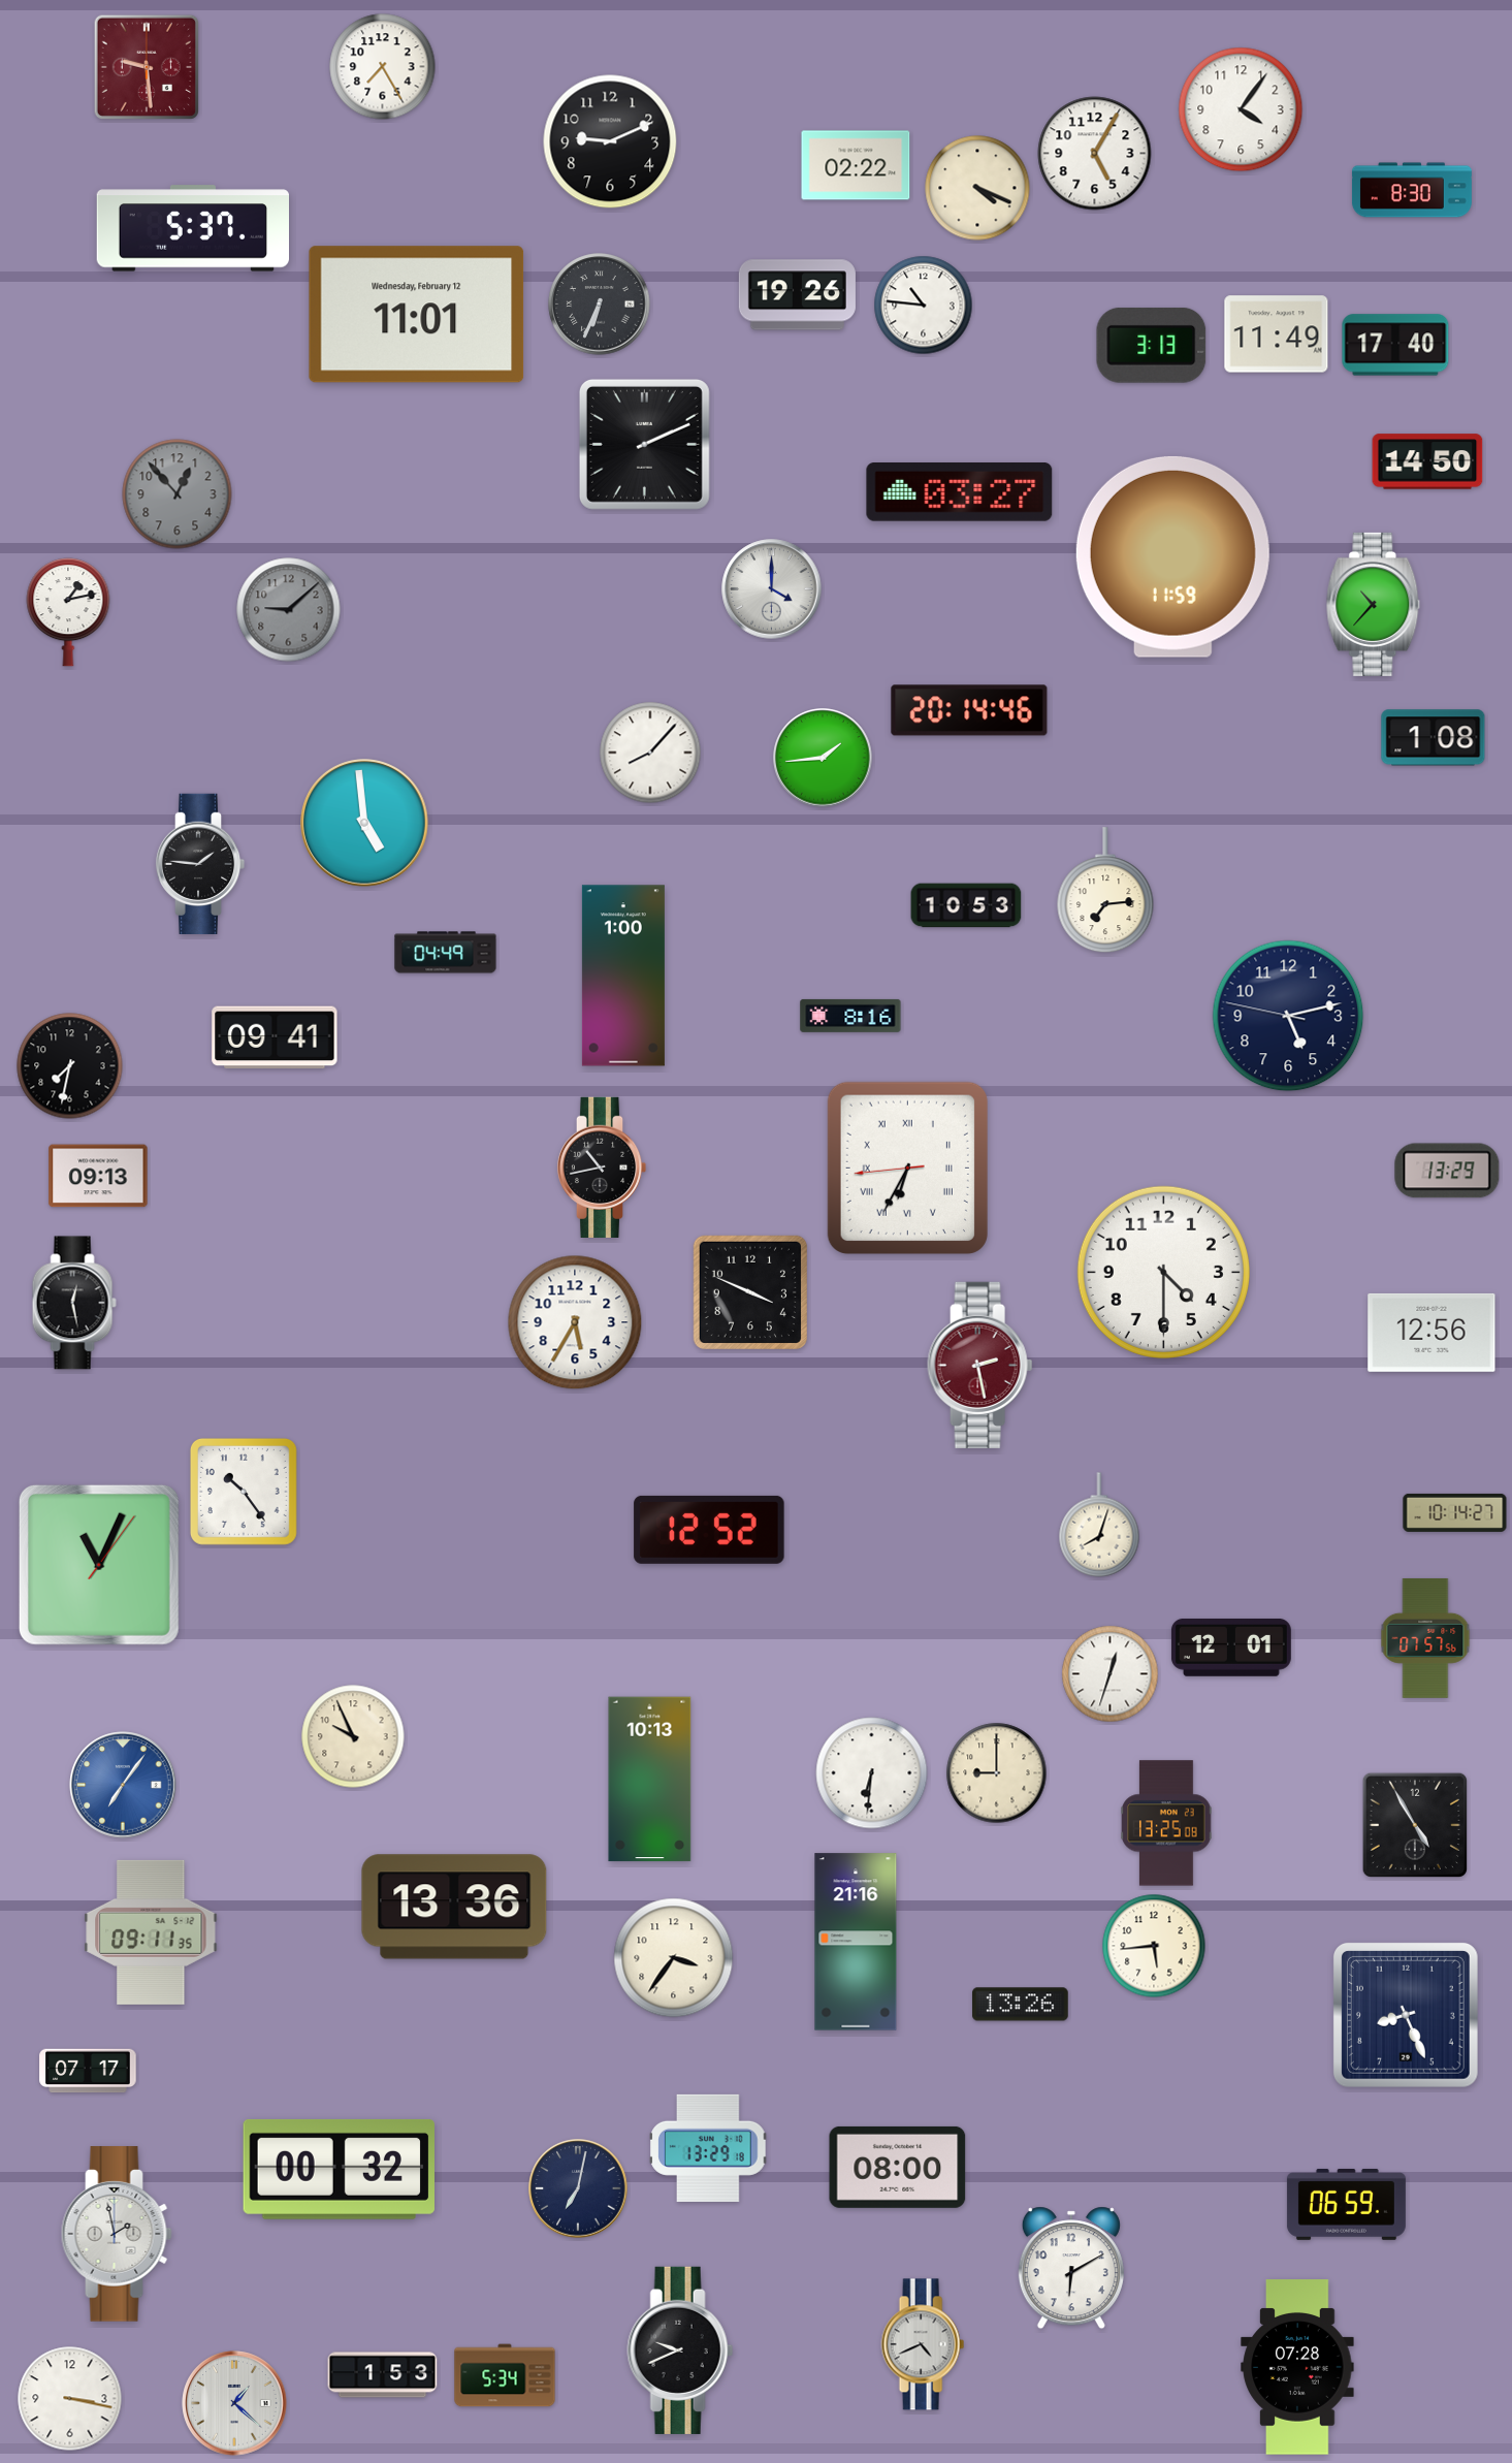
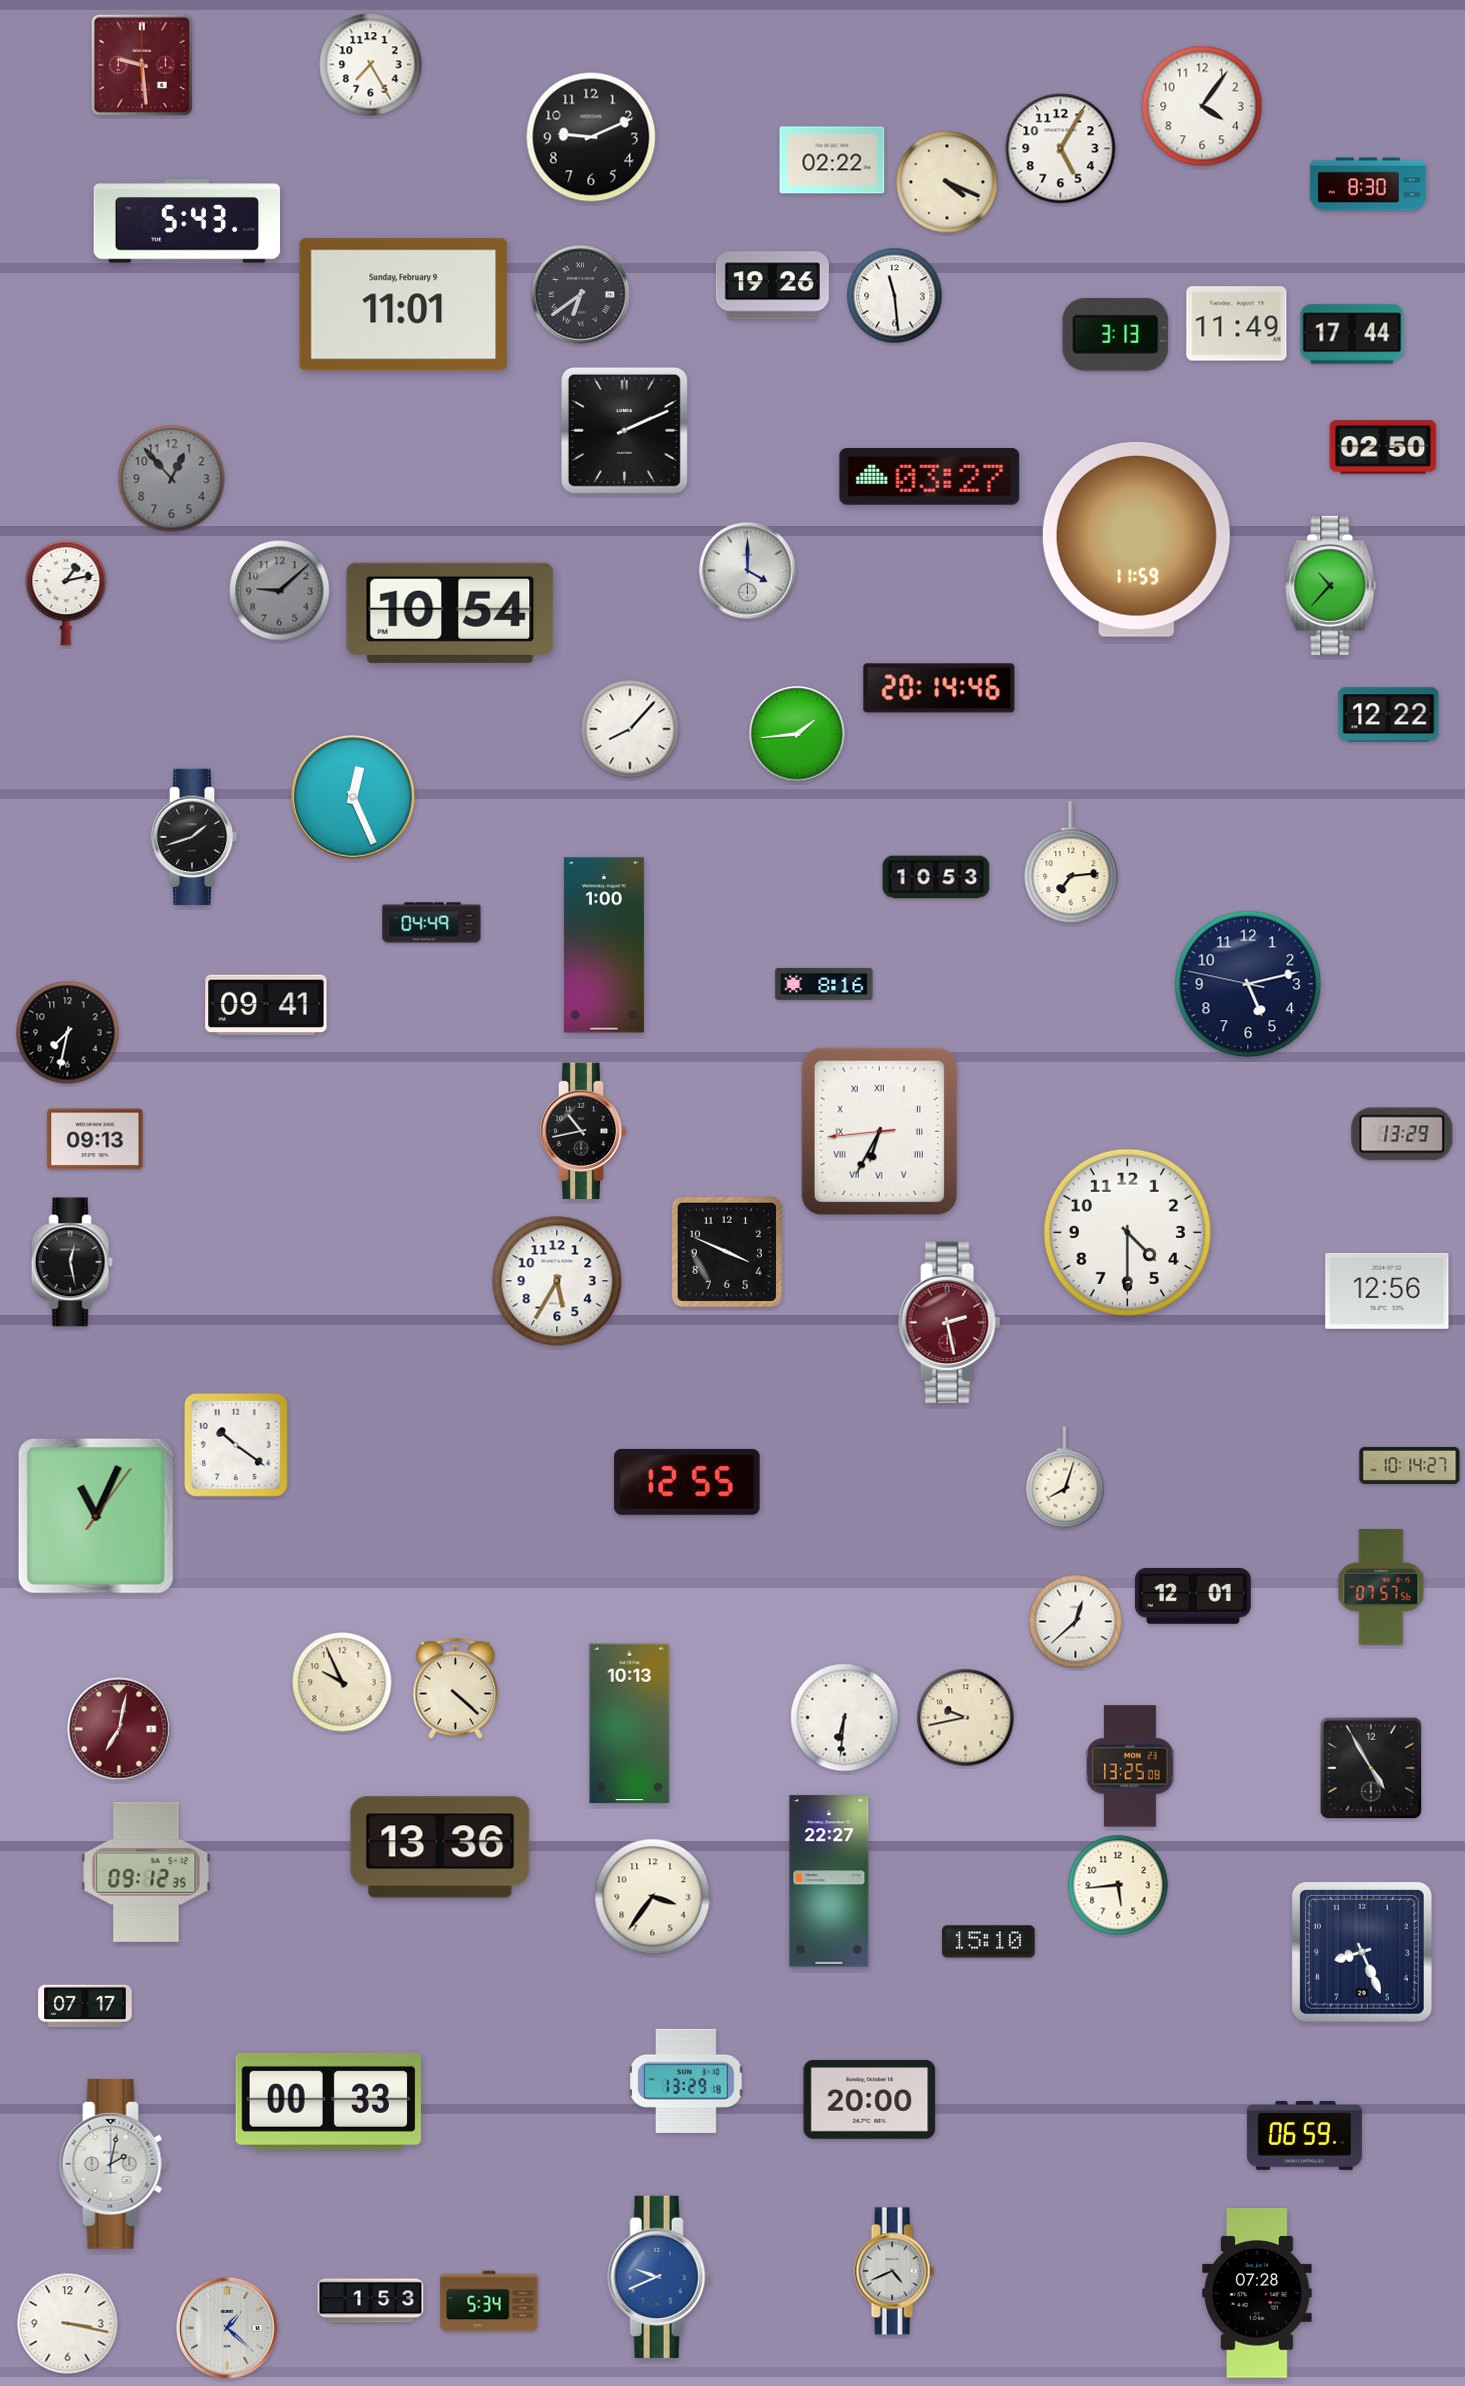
clock at (856, 165) position: (856, 165) -> (832, 160)
clock at (192, 228): 5:37 -> 5:43
clock at (600, 305): 6:34 -> 6:39
clock at (924, 306): 10:46 -> 11:29
clock at (417, 315) date: Wednesday, February 12 -> Sunday, February 9
clock at (1395, 345): 17:40 -> 17:44
clock at (1427, 461): 14:50 -> 02:50
clock at (450, 613): none -> 10:54
clock at (1434, 738): 1:08 -> 12:22
clock at (365, 824): 4:59 -> 12:26
clock at (200, 863): 1:46 -> 1:42
clock at (244, 1492): 10:24 -> 10:21
clock at (709, 1530): 12:52 -> 12:55
clock at (1111, 1674): 12:33 -> 12:38
clock at (456, 1689): none -> 4:22
clock at (997, 1773): 9:00 -> 9:43
clock at (123, 1785): 7:06 -> 7:02
clock at (123, 1785) dial: blue -> burgundy
clock at (151, 1932): 09:11 -> 09:12
clock at (856, 1942): 21:16 -> 22:27
clock at (1021, 2005): 13:26 -> 15:10
clock at (898, 2167): 08:00 -> 20:00
clock at (339, 2169): 00:32 -> 00:33
clock at (578, 2188): 7:02 -> none
clock at (117, 2234): 1:58 -> 2:02
clock at (1071, 2268): 6:10 -> none
clock at (680, 2350) dial: black -> blue
